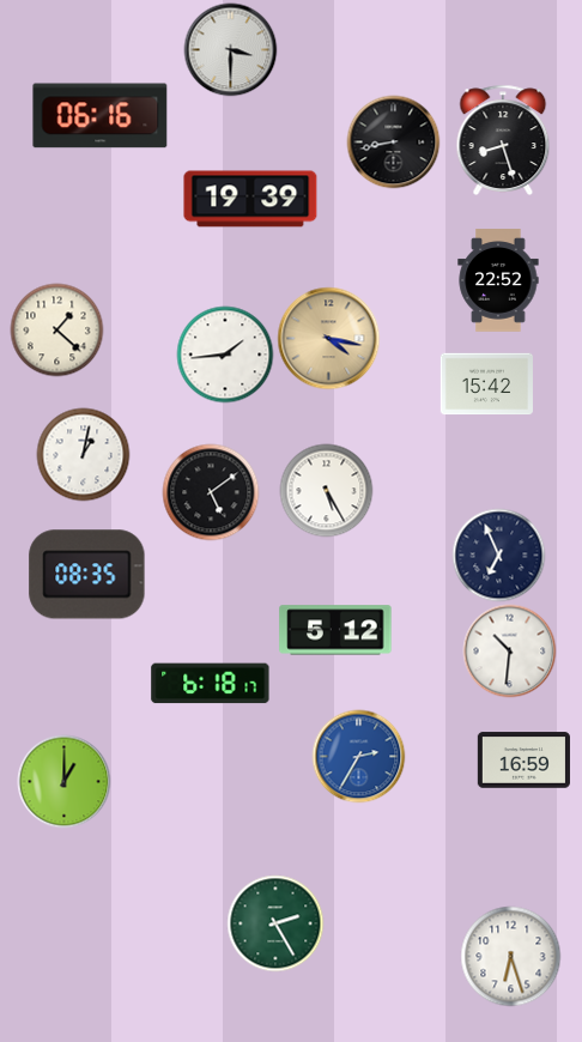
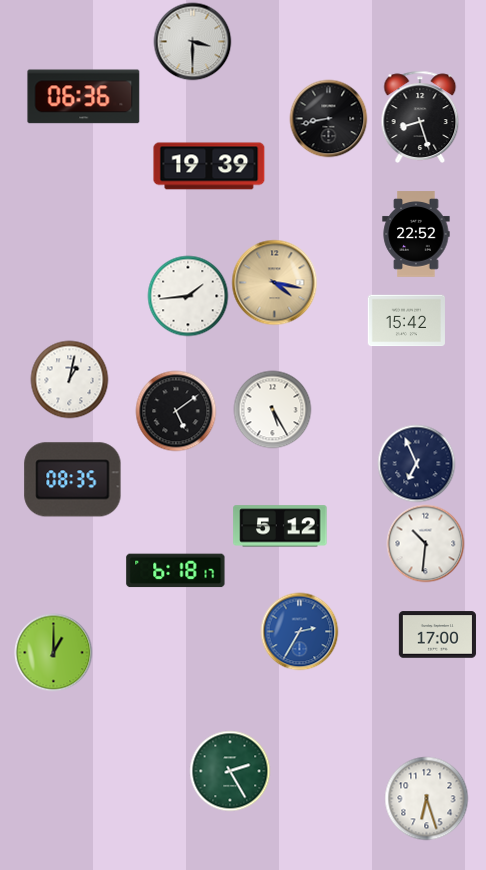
clock at (101, 116): 06:16 -> 06:36
clock at (56, 329): 1:22 -> none
clock at (523, 761): 16:59 -> 17:00
